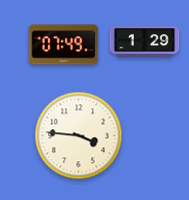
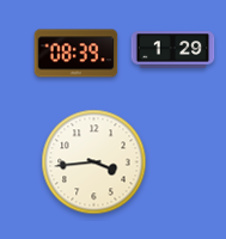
clock at (64, 45): 07:49 -> 08:39
clock at (79, 136): 3:46 -> 3:44
